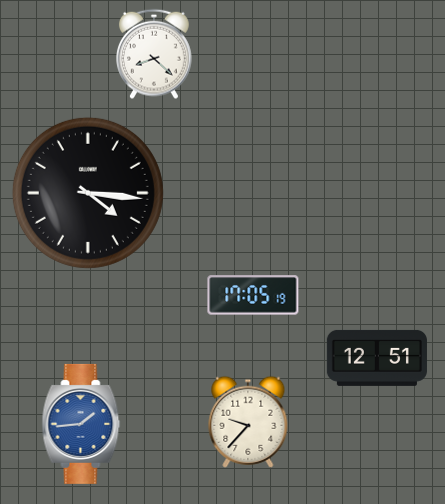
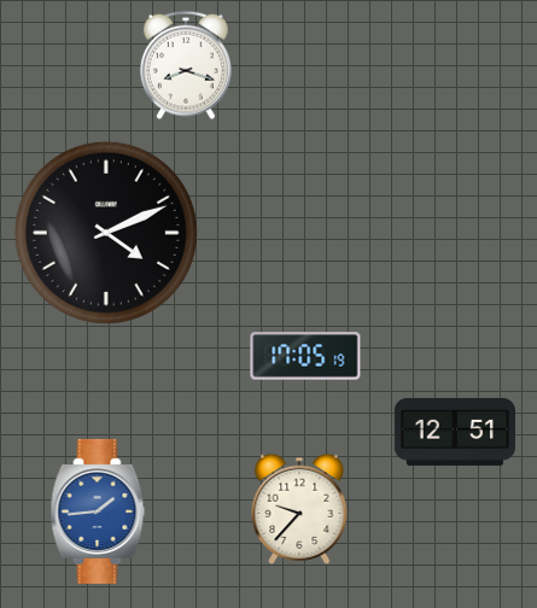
clock at (155, 54): 8:22 -> 8:18
clock at (88, 193): 4:16 -> 4:11
